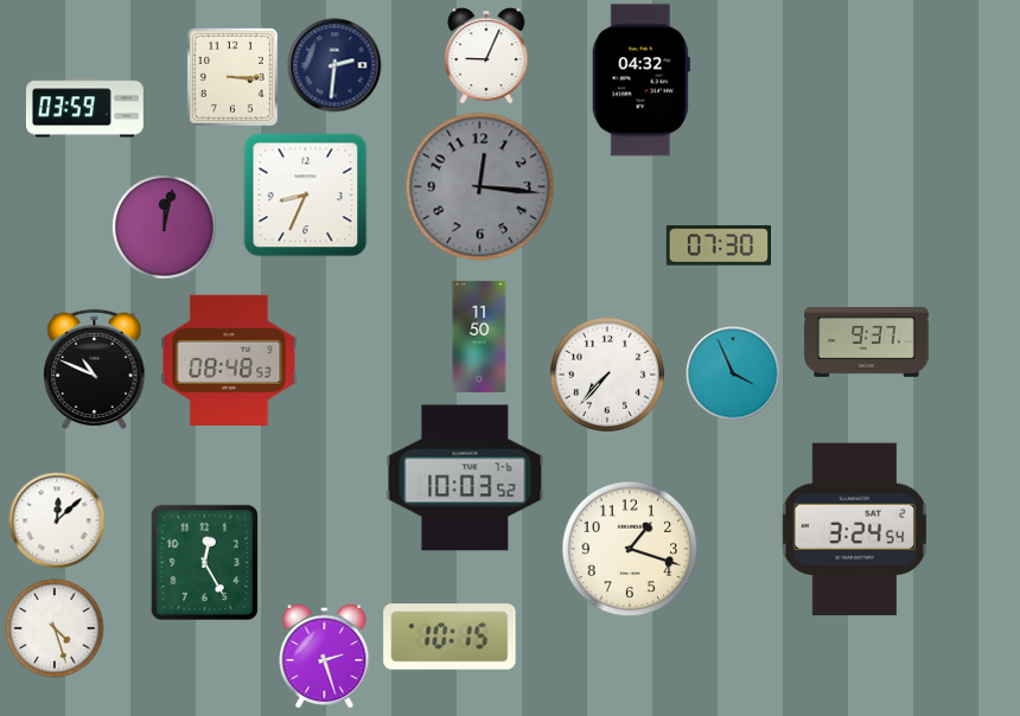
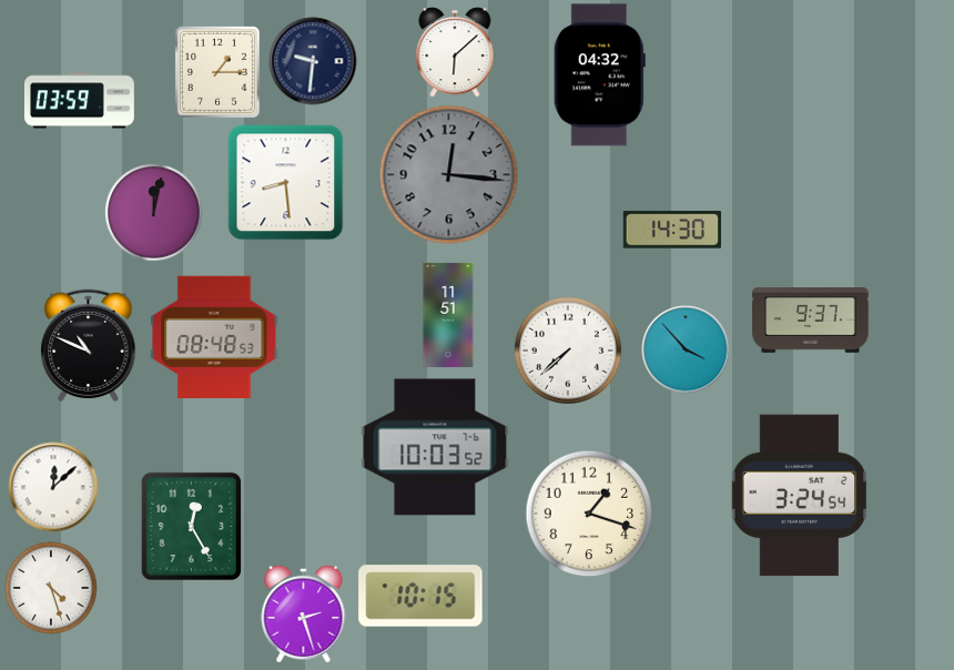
clock at (486, 56): 9:04 -> 6:08
clock at (334, 65): 2:31 -> 9:31
clock at (232, 77): 3:15 -> 1:15
clock at (305, 194): 8:34 -> 8:29
clock at (718, 245): 07:30 -> 14:30
clock at (479, 337): 11:50 -> 11:51
clock at (733, 373): 3:56 -> 3:53
clock at (607, 375): 7:37 -> 7:38
